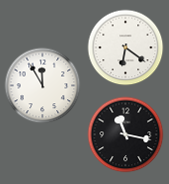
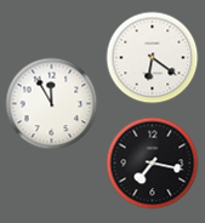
clock at (126, 135): 11:17 -> 7:17
